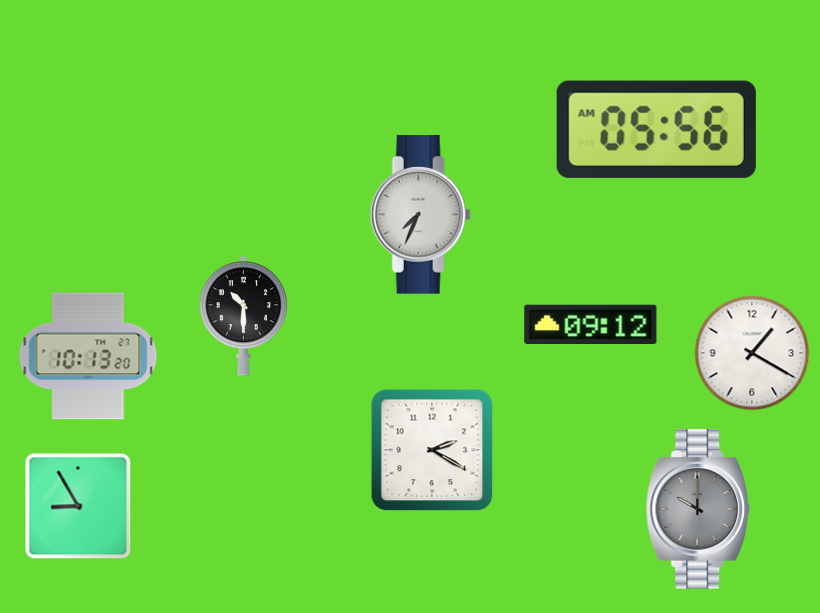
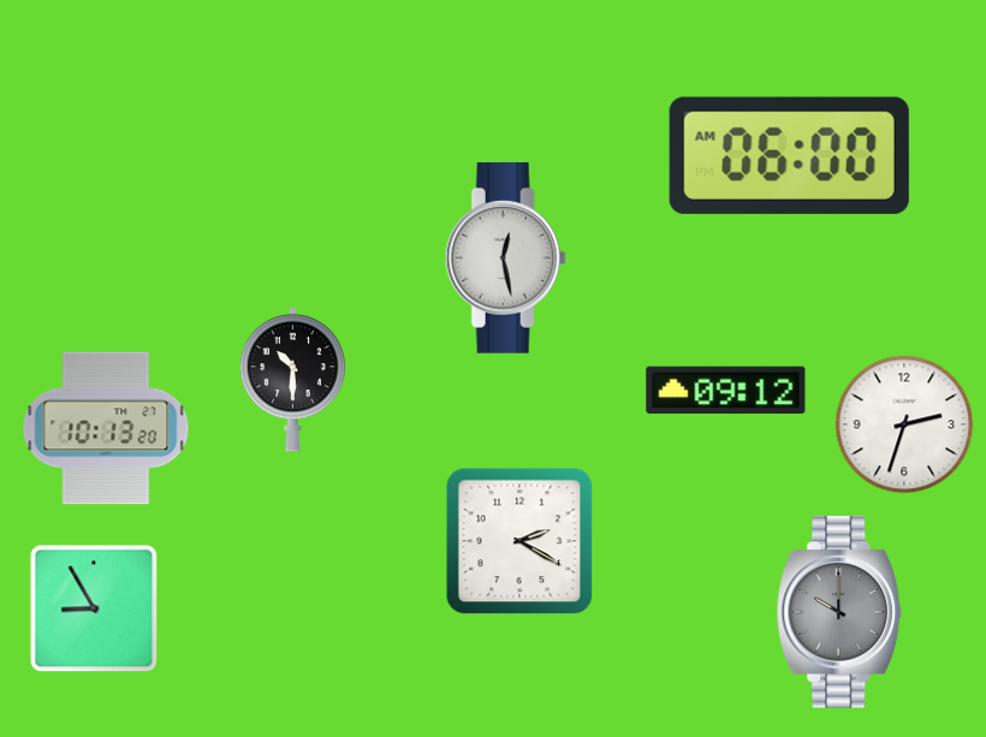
clock at (656, 129): 05:56 -> 06:00
clock at (420, 215): 7:34 -> 12:28
clock at (591, 324) position: (591, 324) -> (726, 390)
clock at (752, 353): 1:20 -> 2:33
